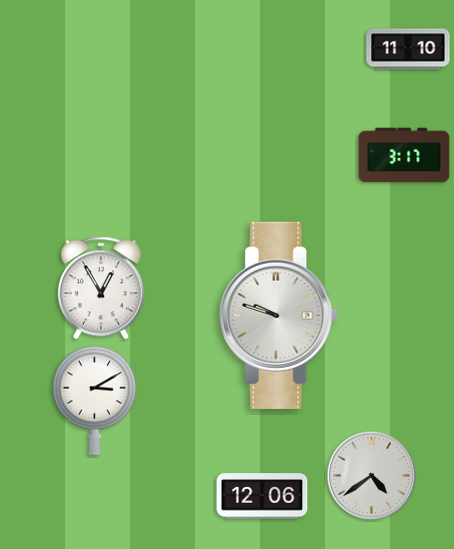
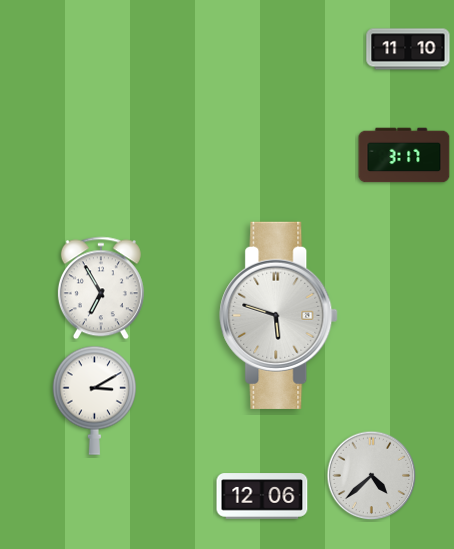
clock at (101, 288): 12:55 -> 6:55
clock at (279, 315): 9:48 -> 5:48
clock at (372, 476): 4:39 -> 4:38
